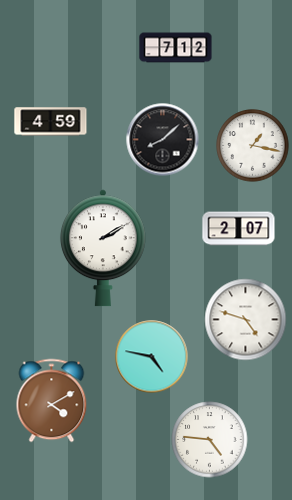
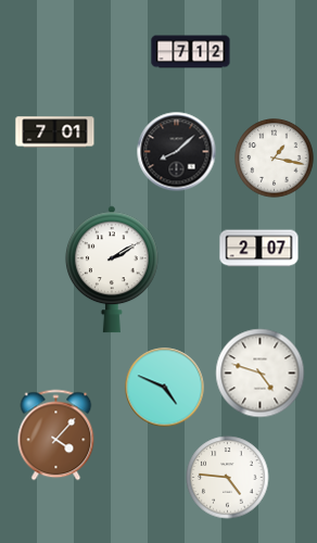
clock at (51, 122): 4:59 -> 7:01
clock at (246, 320) position: (246, 320) -> (261, 374)
clock at (152, 357): 4:47 -> 4:49
clock at (52, 401): 4:10 -> 4:07
